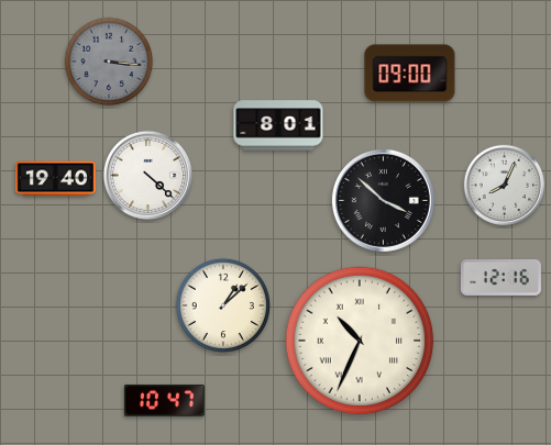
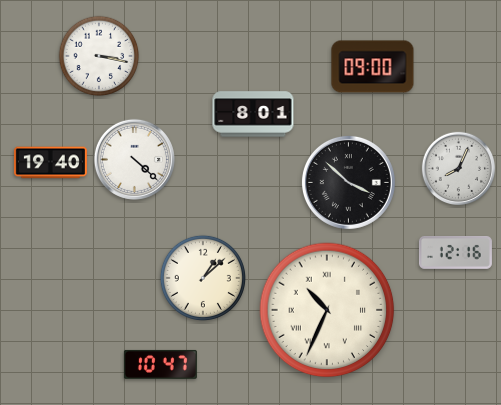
clock at (109, 62): 3:16 -> 3:17
clock at (109, 62) dial: grey -> white
clock at (164, 400) position: (164, 400) -> (160, 364)
